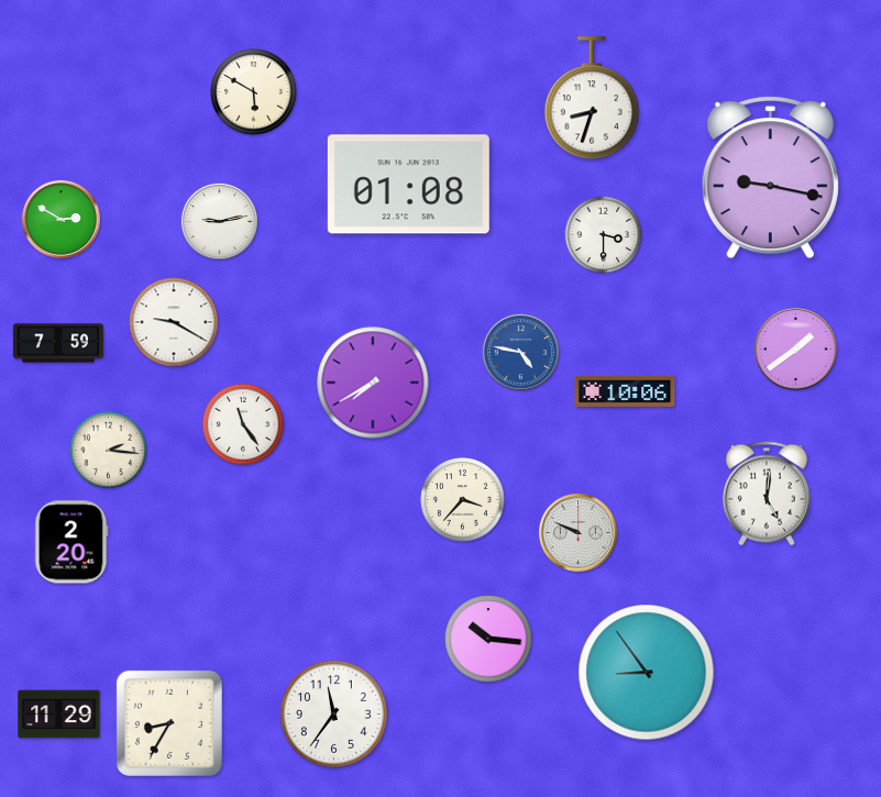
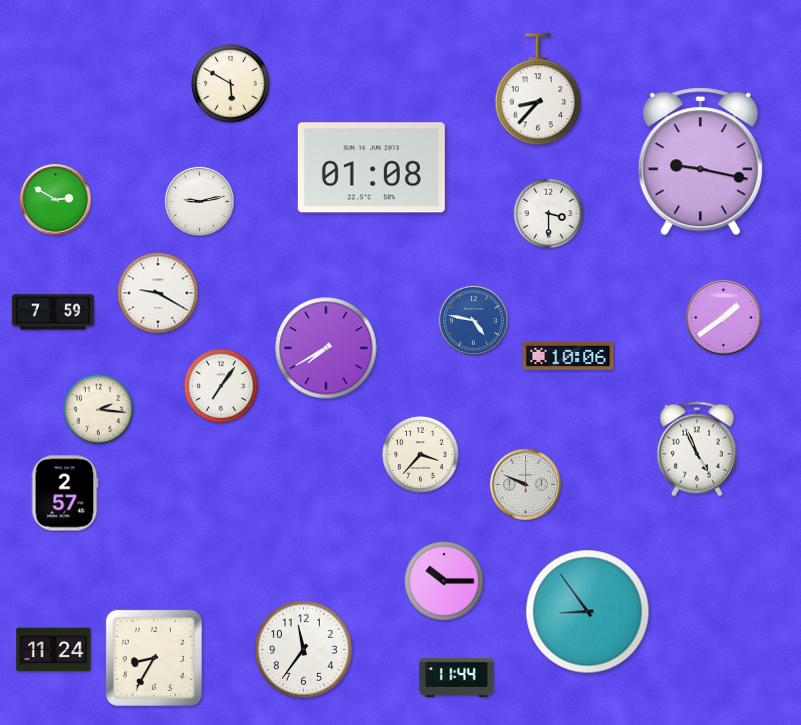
clock at (592, 99): 8:33 -> 8:37
clock at (373, 383) position: (373, 383) -> (326, 348)
clock at (243, 424): 11:24 -> 7:06
clock at (767, 494): 5:01 -> 4:56
clock at (71, 542): 2:20 -> 2:57
clock at (488, 639): 10:16 -> 10:15
clock at (59, 715): 11:29 -> 11:24
clock at (457, 677): none -> 11:44
